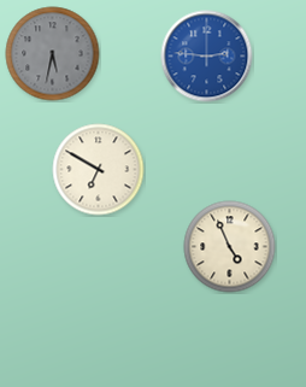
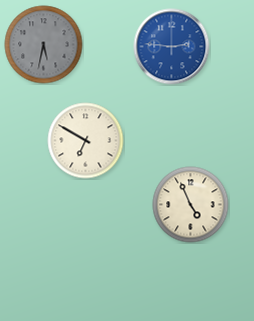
clock at (99, 170) position: (99, 170) -> (86, 141)
